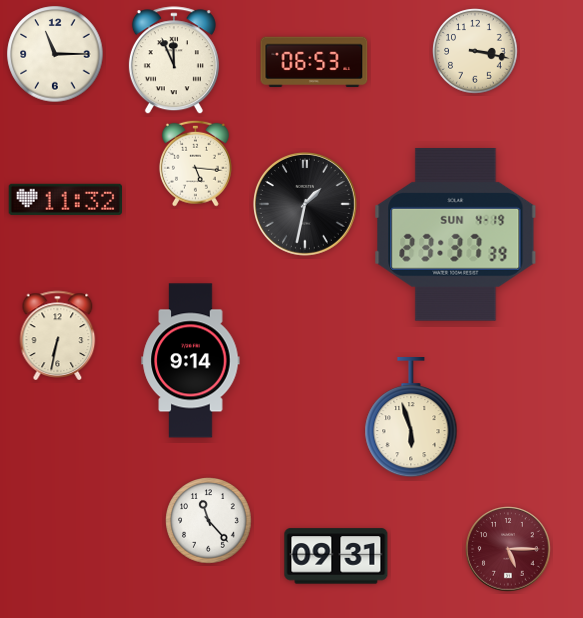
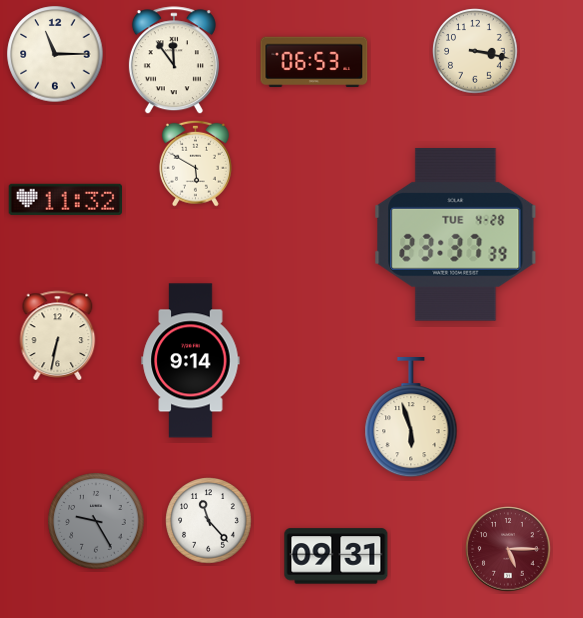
clock at (174, 61): 11:56 -> 11:54
clock at (195, 163): 5:16 -> 5:50
clock at (306, 205): 1:32 -> none
clock at (456, 234) date: SUN 4-19 -> TUE 4-28
clock at (96, 521): none -> 9:25
